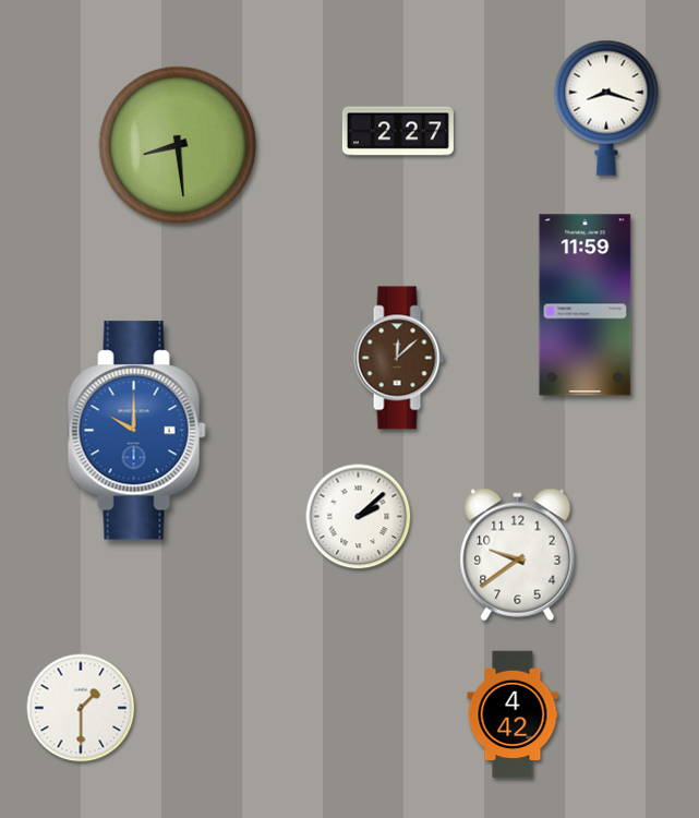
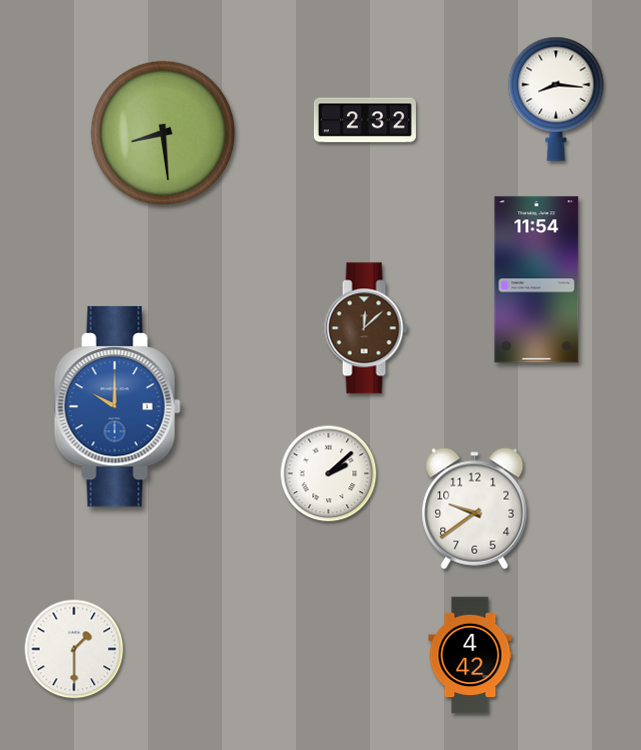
clock at (606, 108): 8:18 -> 8:16
clock at (398, 131): 2:27 -> 2:32
clock at (586, 305): 11:59 -> 11:54
clock at (136, 431) position: (136, 431) -> (117, 407)
